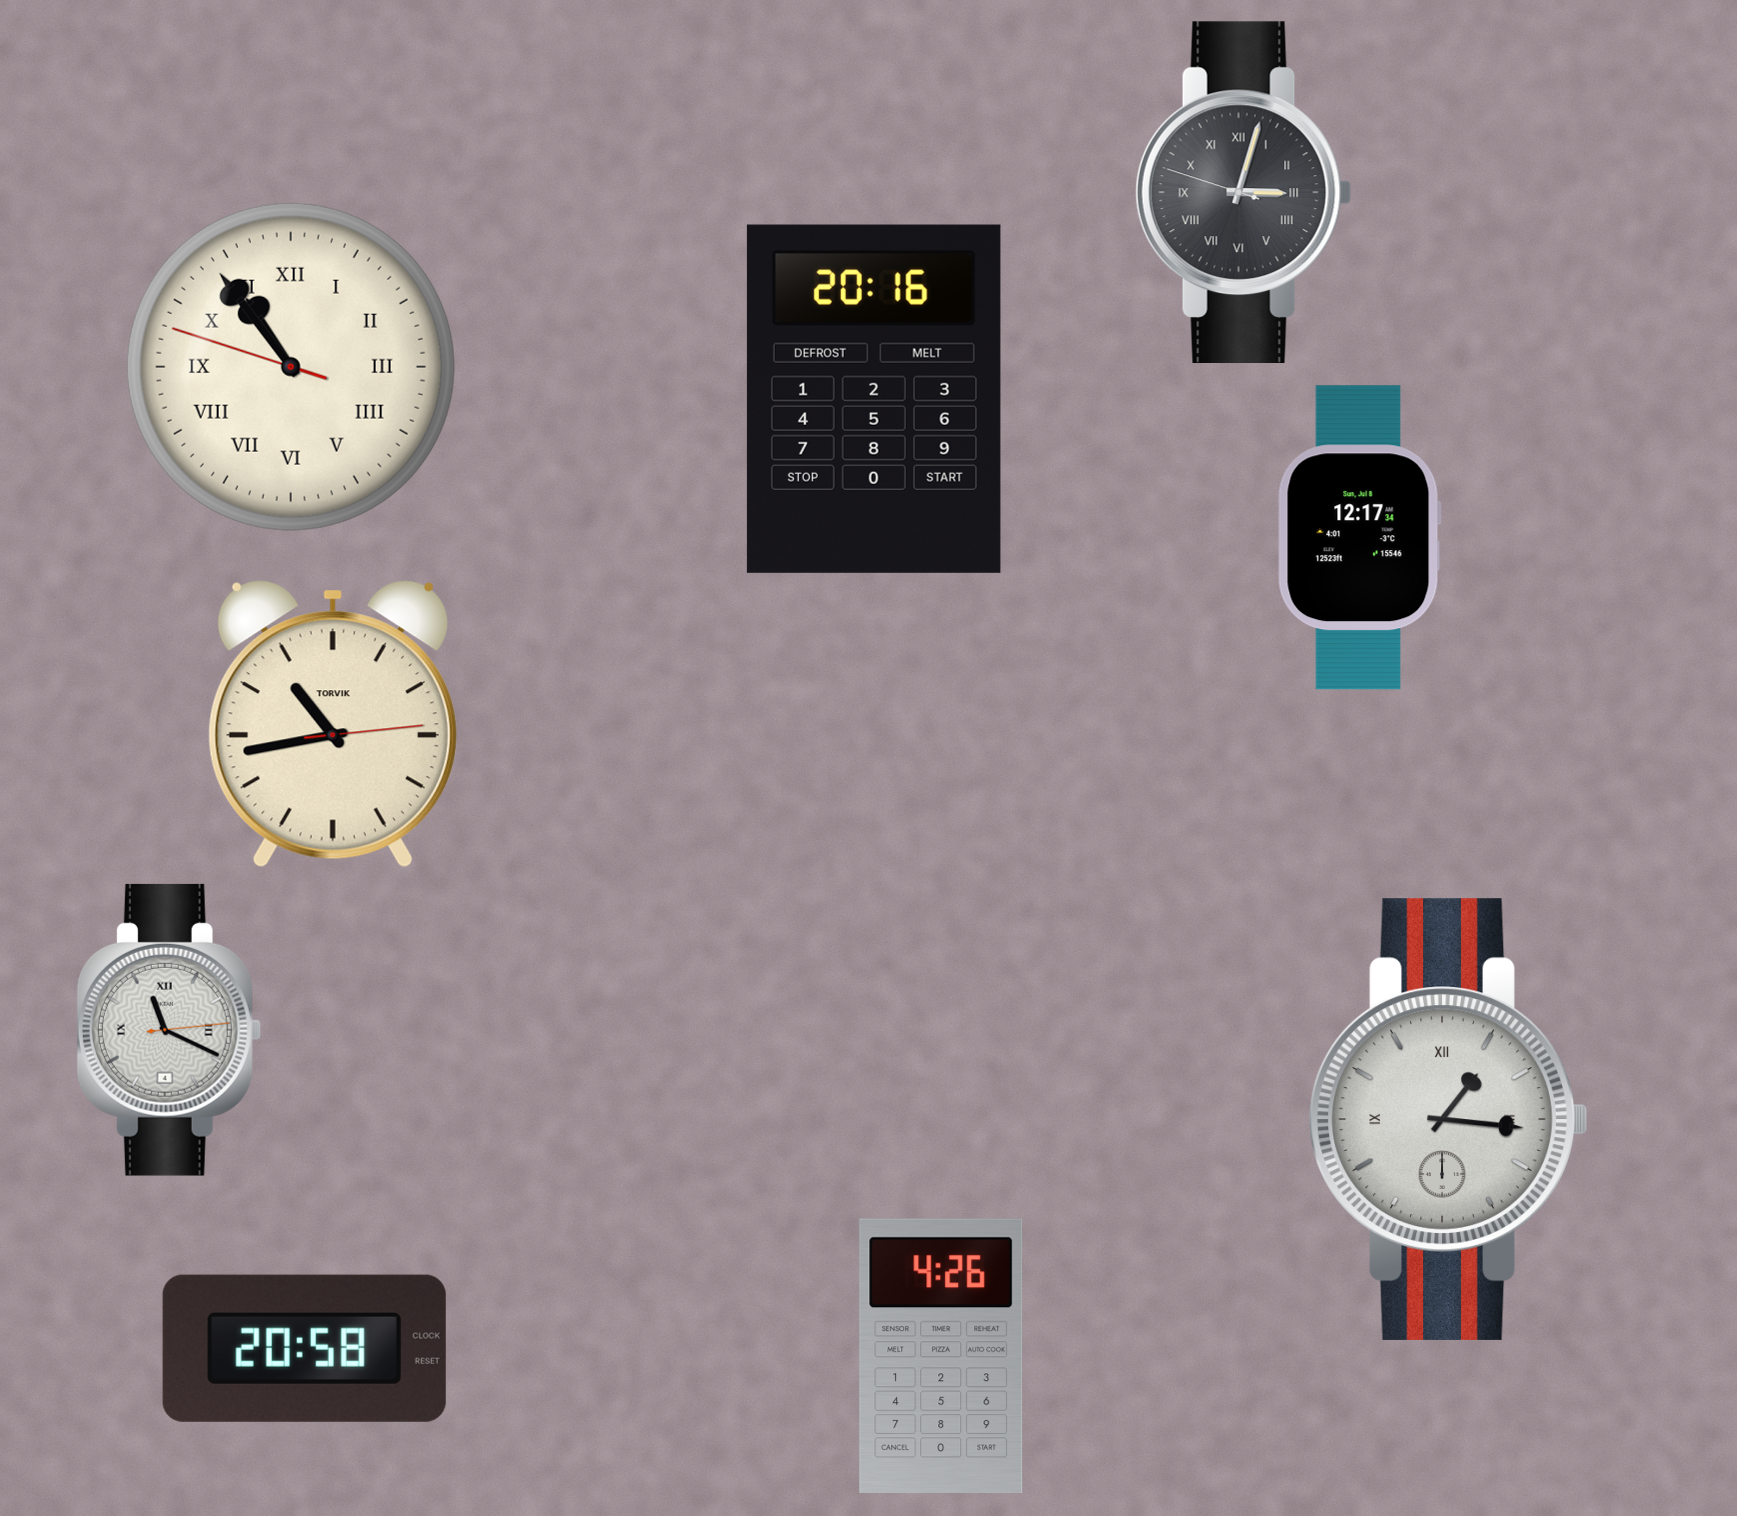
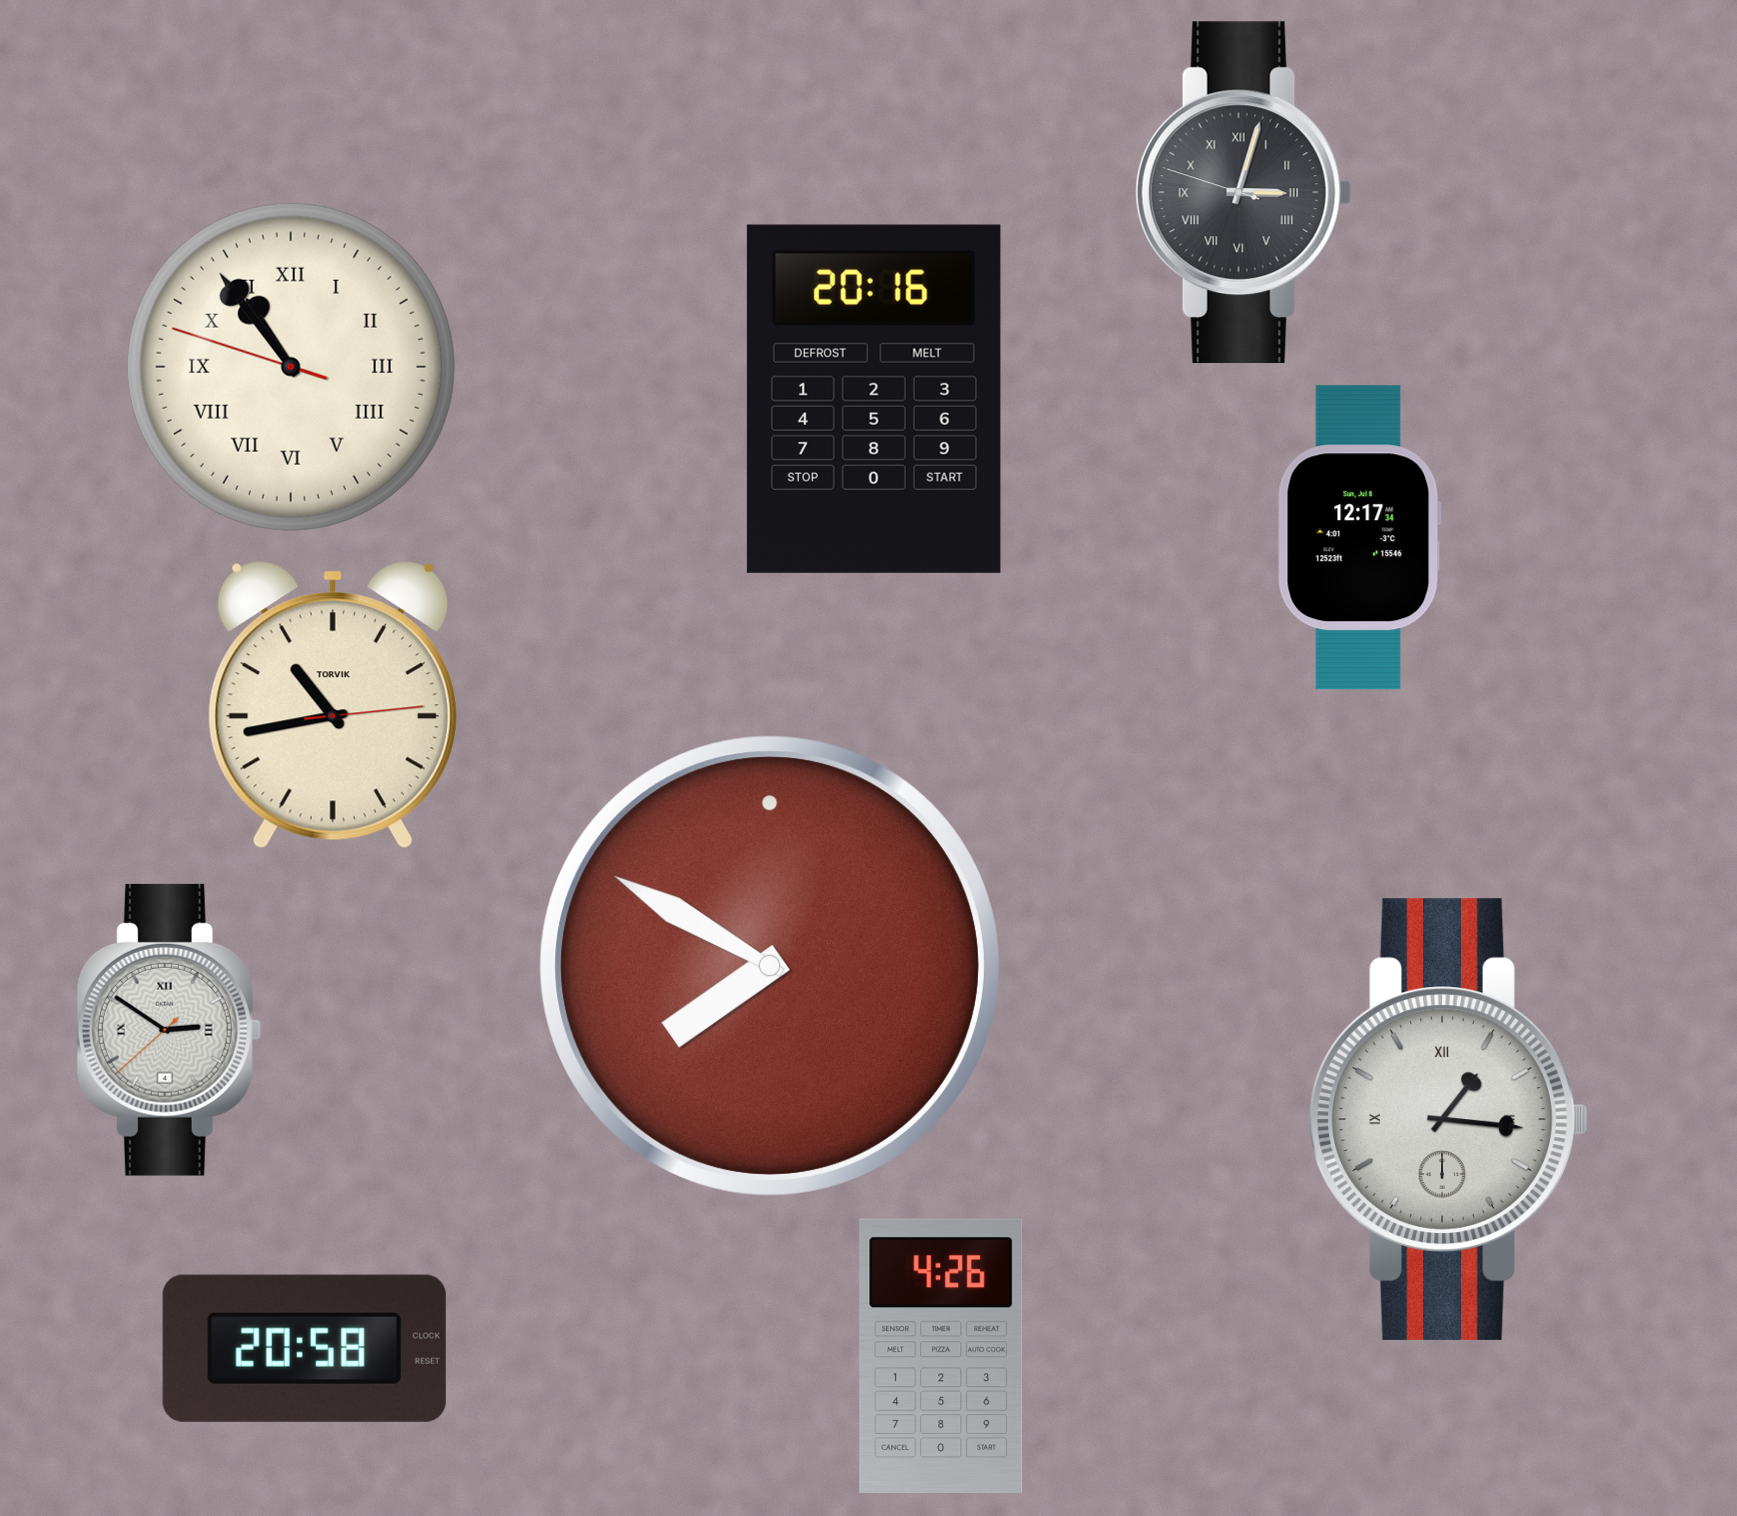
clock at (333, 724) position: (333, 724) -> (333, 705)
clock at (770, 966): none -> 7:50
clock at (169, 1030): 11:19 -> 2:50
